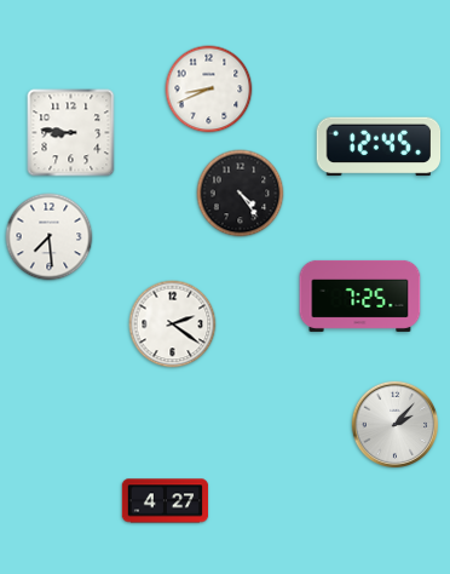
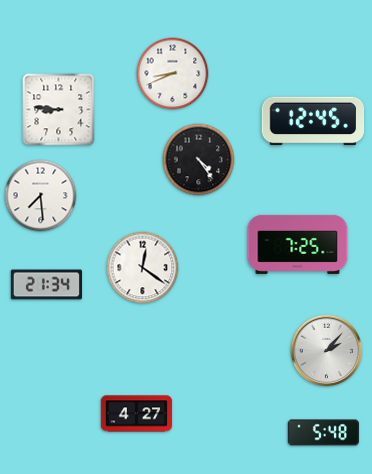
clock at (173, 325): 2:21 -> 12:21
clock at (47, 285): none -> 21:34
clock at (323, 433): none -> 5:48
